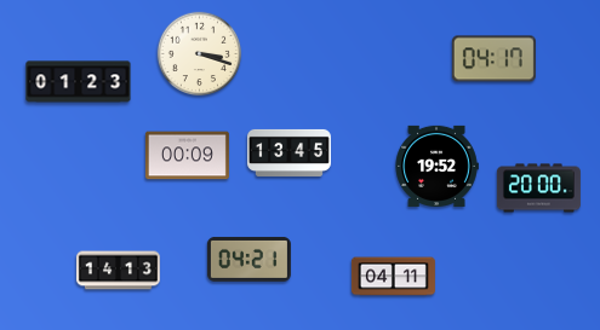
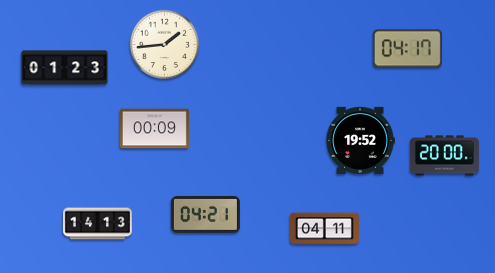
clock at (200, 54): 3:18 -> 1:44
clock at (288, 152): 13:45 -> none
clock at (436, 166) position: (436, 166) -> (360, 140)
